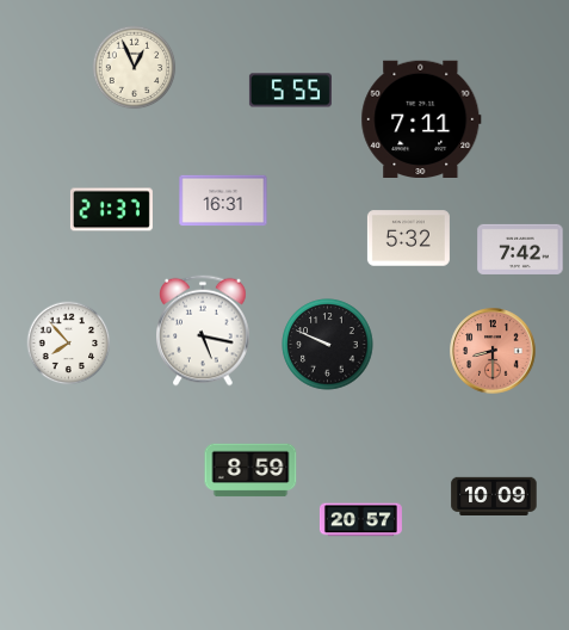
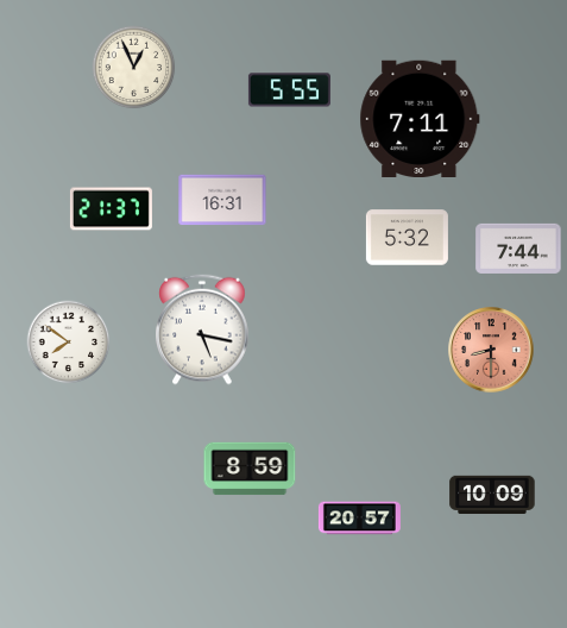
clock at (520, 249): 7:42 -> 7:44
clock at (69, 344): 7:53 -> 7:51
clock at (328, 345): 9:49 -> none
